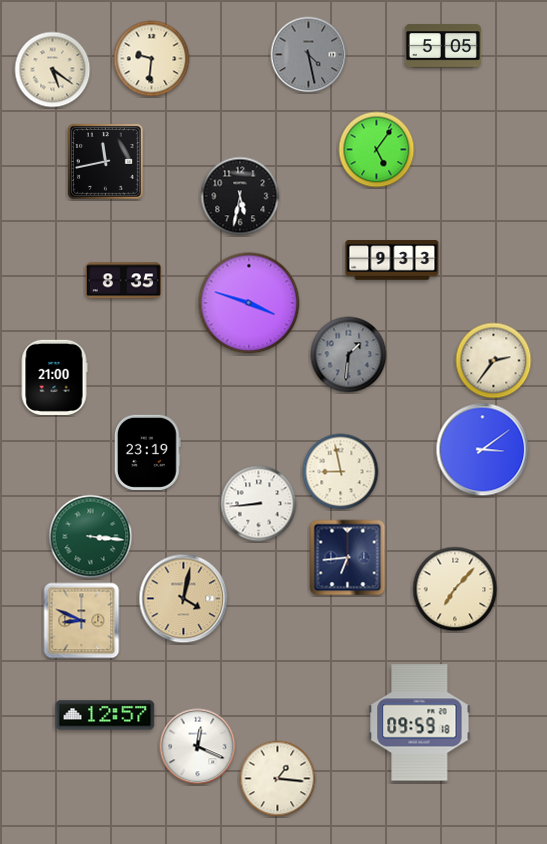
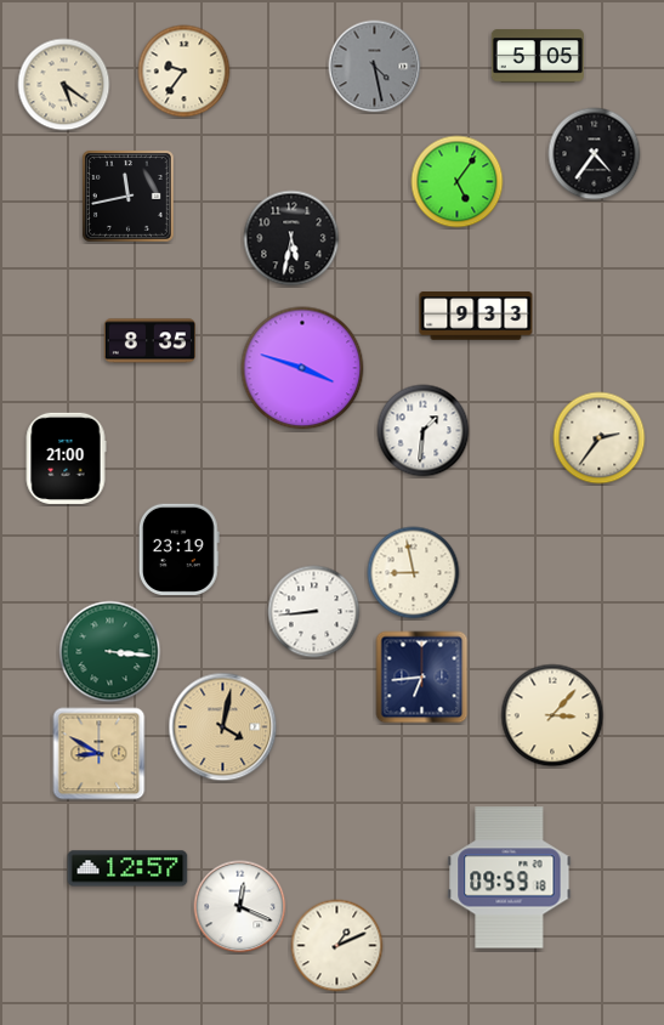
clock at (152, 59): 9:31 -> 9:36
clock at (595, 154): none -> 4:36
clock at (349, 355) dial: grey -> white
clock at (483, 450): 3:09 -> none
clock at (455, 589): 7:07 -> 3:07
clock at (82, 621): 8:49 -> 8:50
clock at (278, 779): 1:16 -> 1:11
